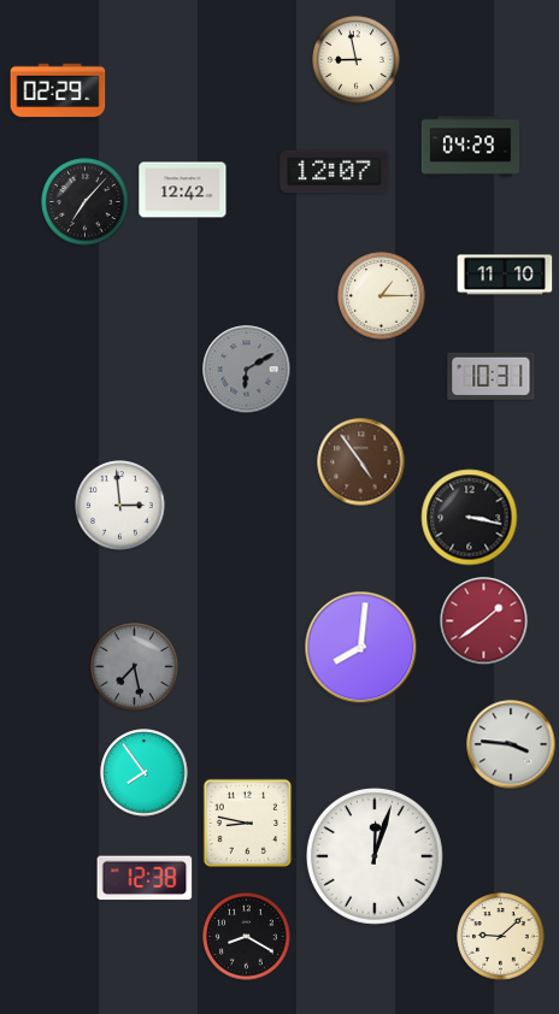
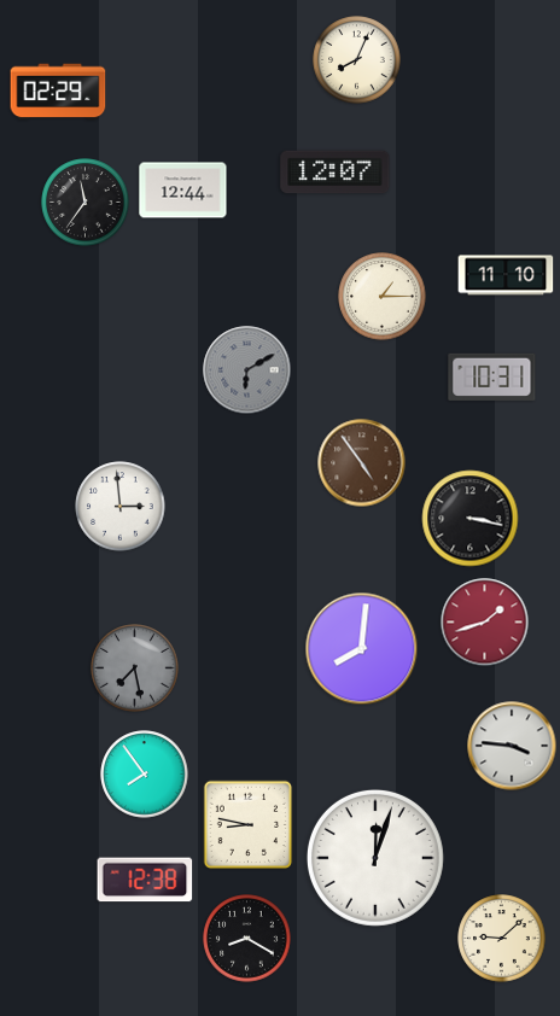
clock at (357, 60): 8:58 -> 8:04
clock at (471, 147): 04:29 -> none
clock at (183, 190): 12:42 -> 12:44
clock at (86, 202): 7:07 -> 11:36
clock at (484, 621): 1:39 -> 1:42
